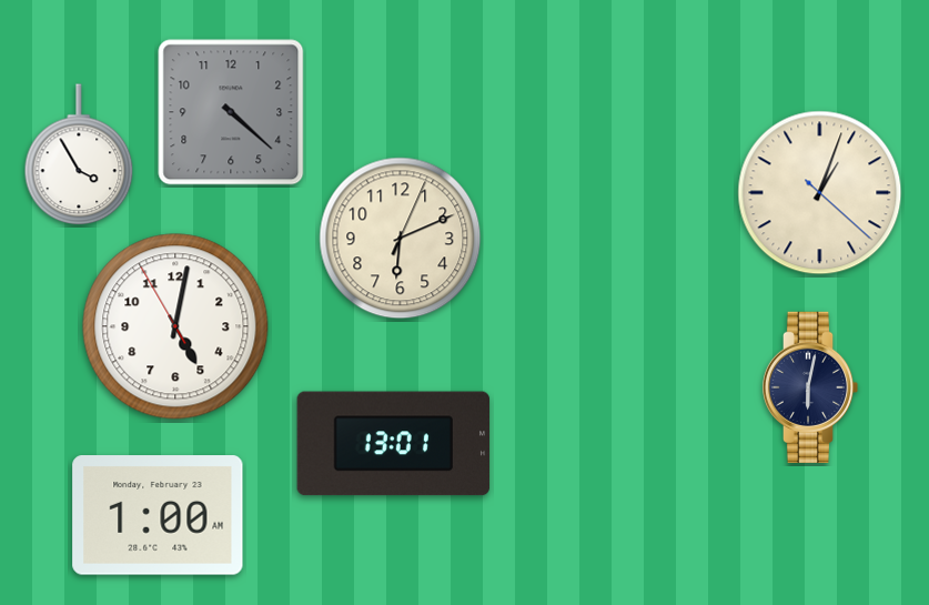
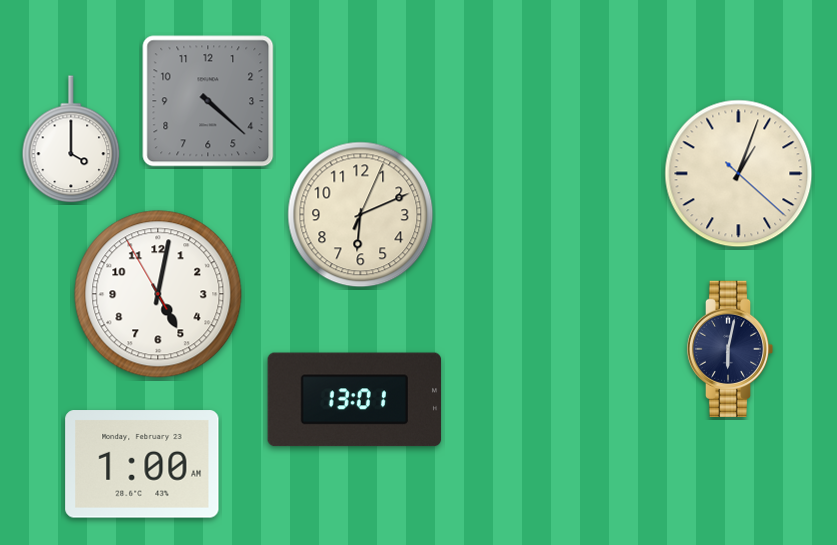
clock at (79, 155): 3:55 -> 4:00
